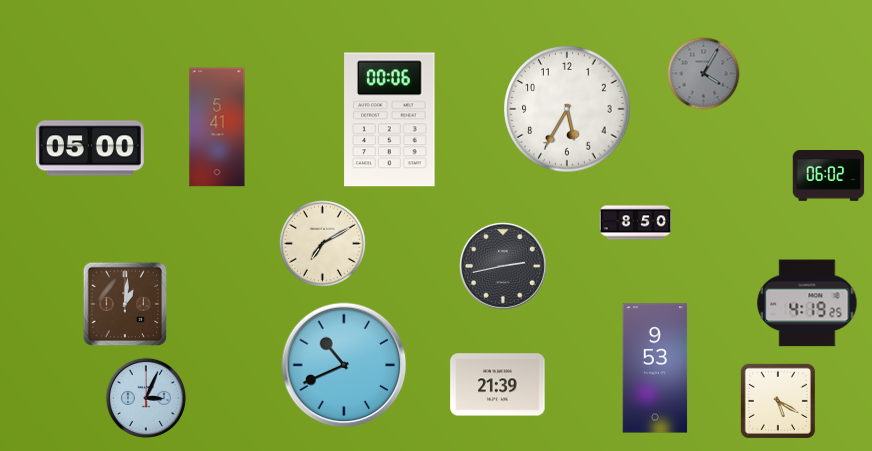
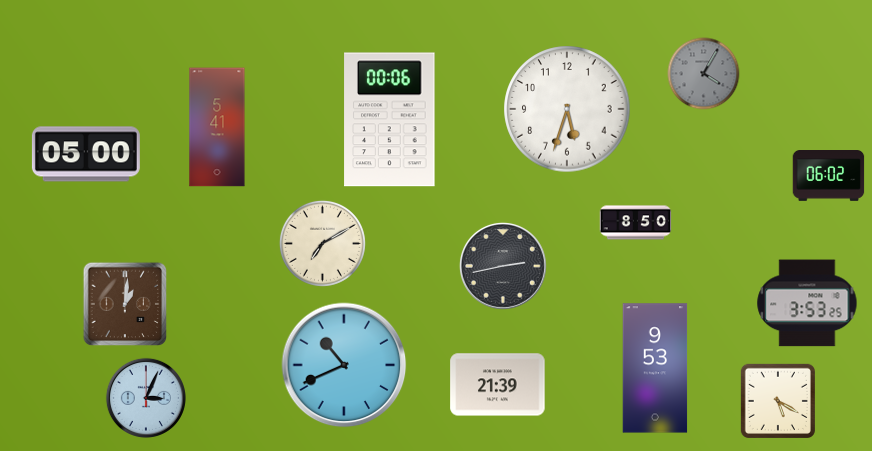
clock at (567, 109): 5:35 -> 5:33
clock at (90, 148) position: (90, 148) -> (86, 154)
clock at (807, 303): 4:19 -> 3:53
